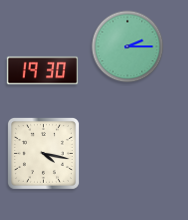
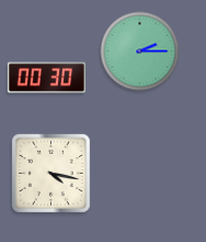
clock at (42, 71): 19:30 -> 00:30
clock at (43, 153) position: (43, 153) -> (50, 173)
